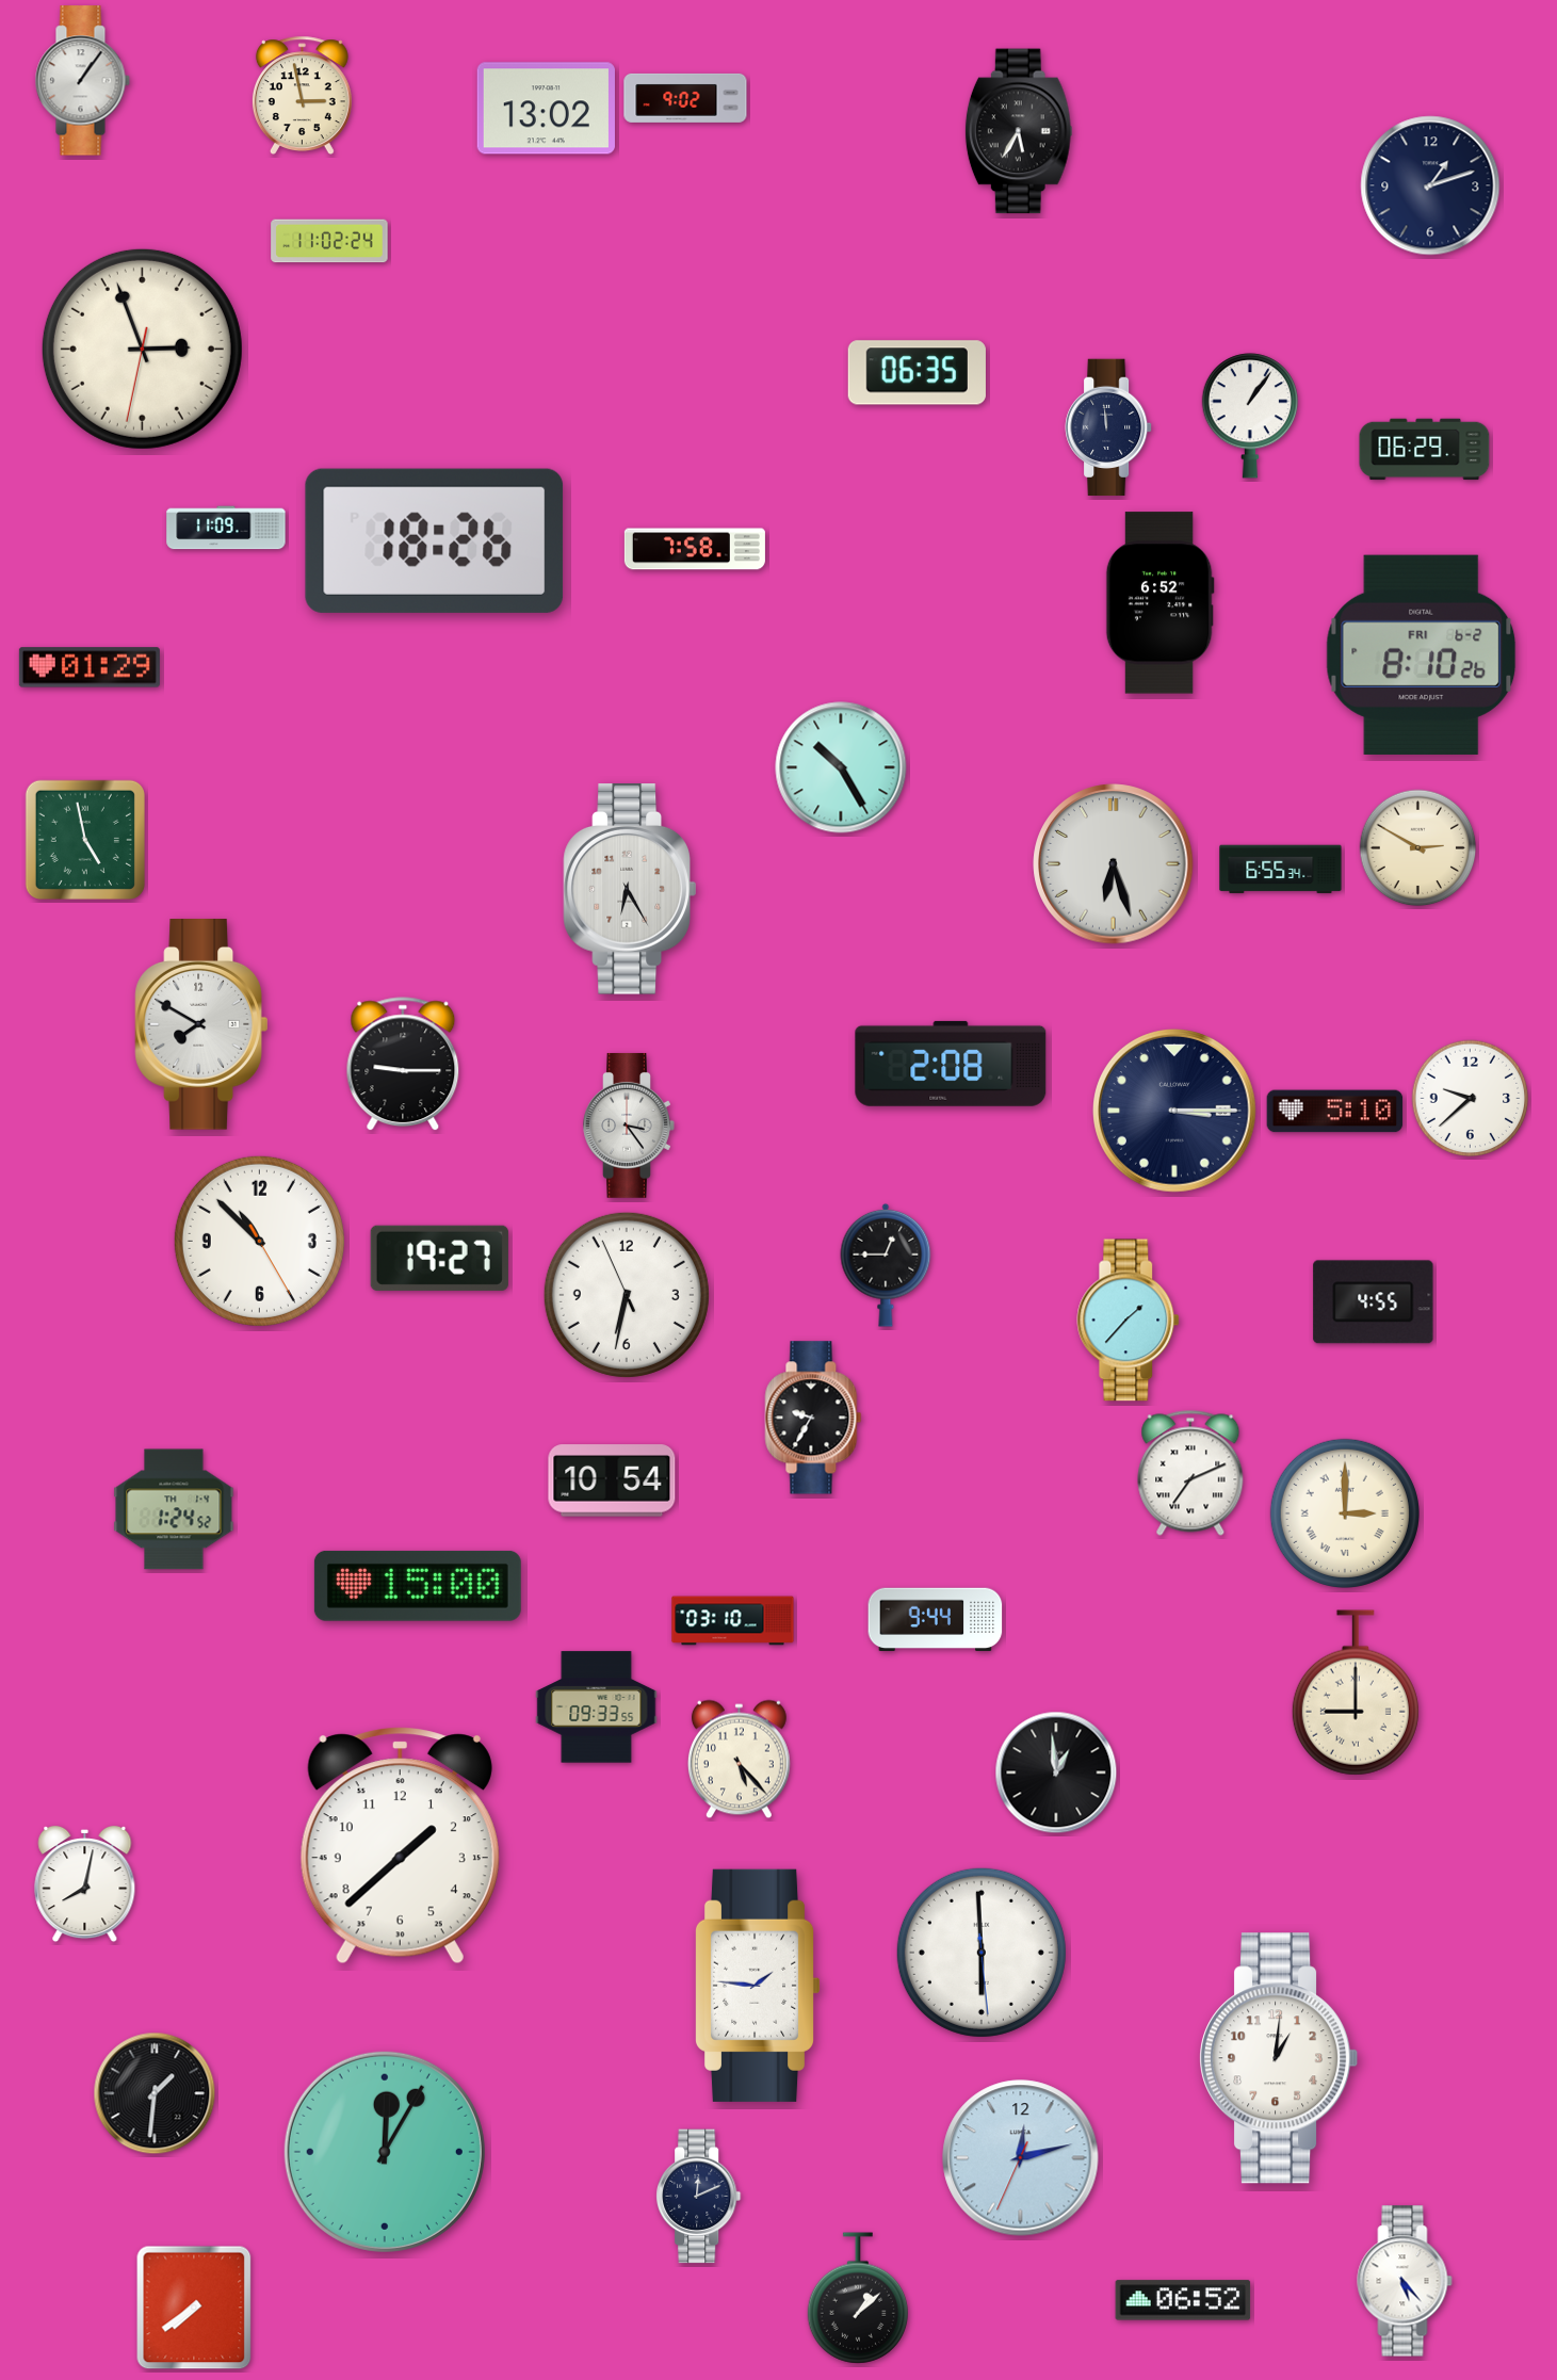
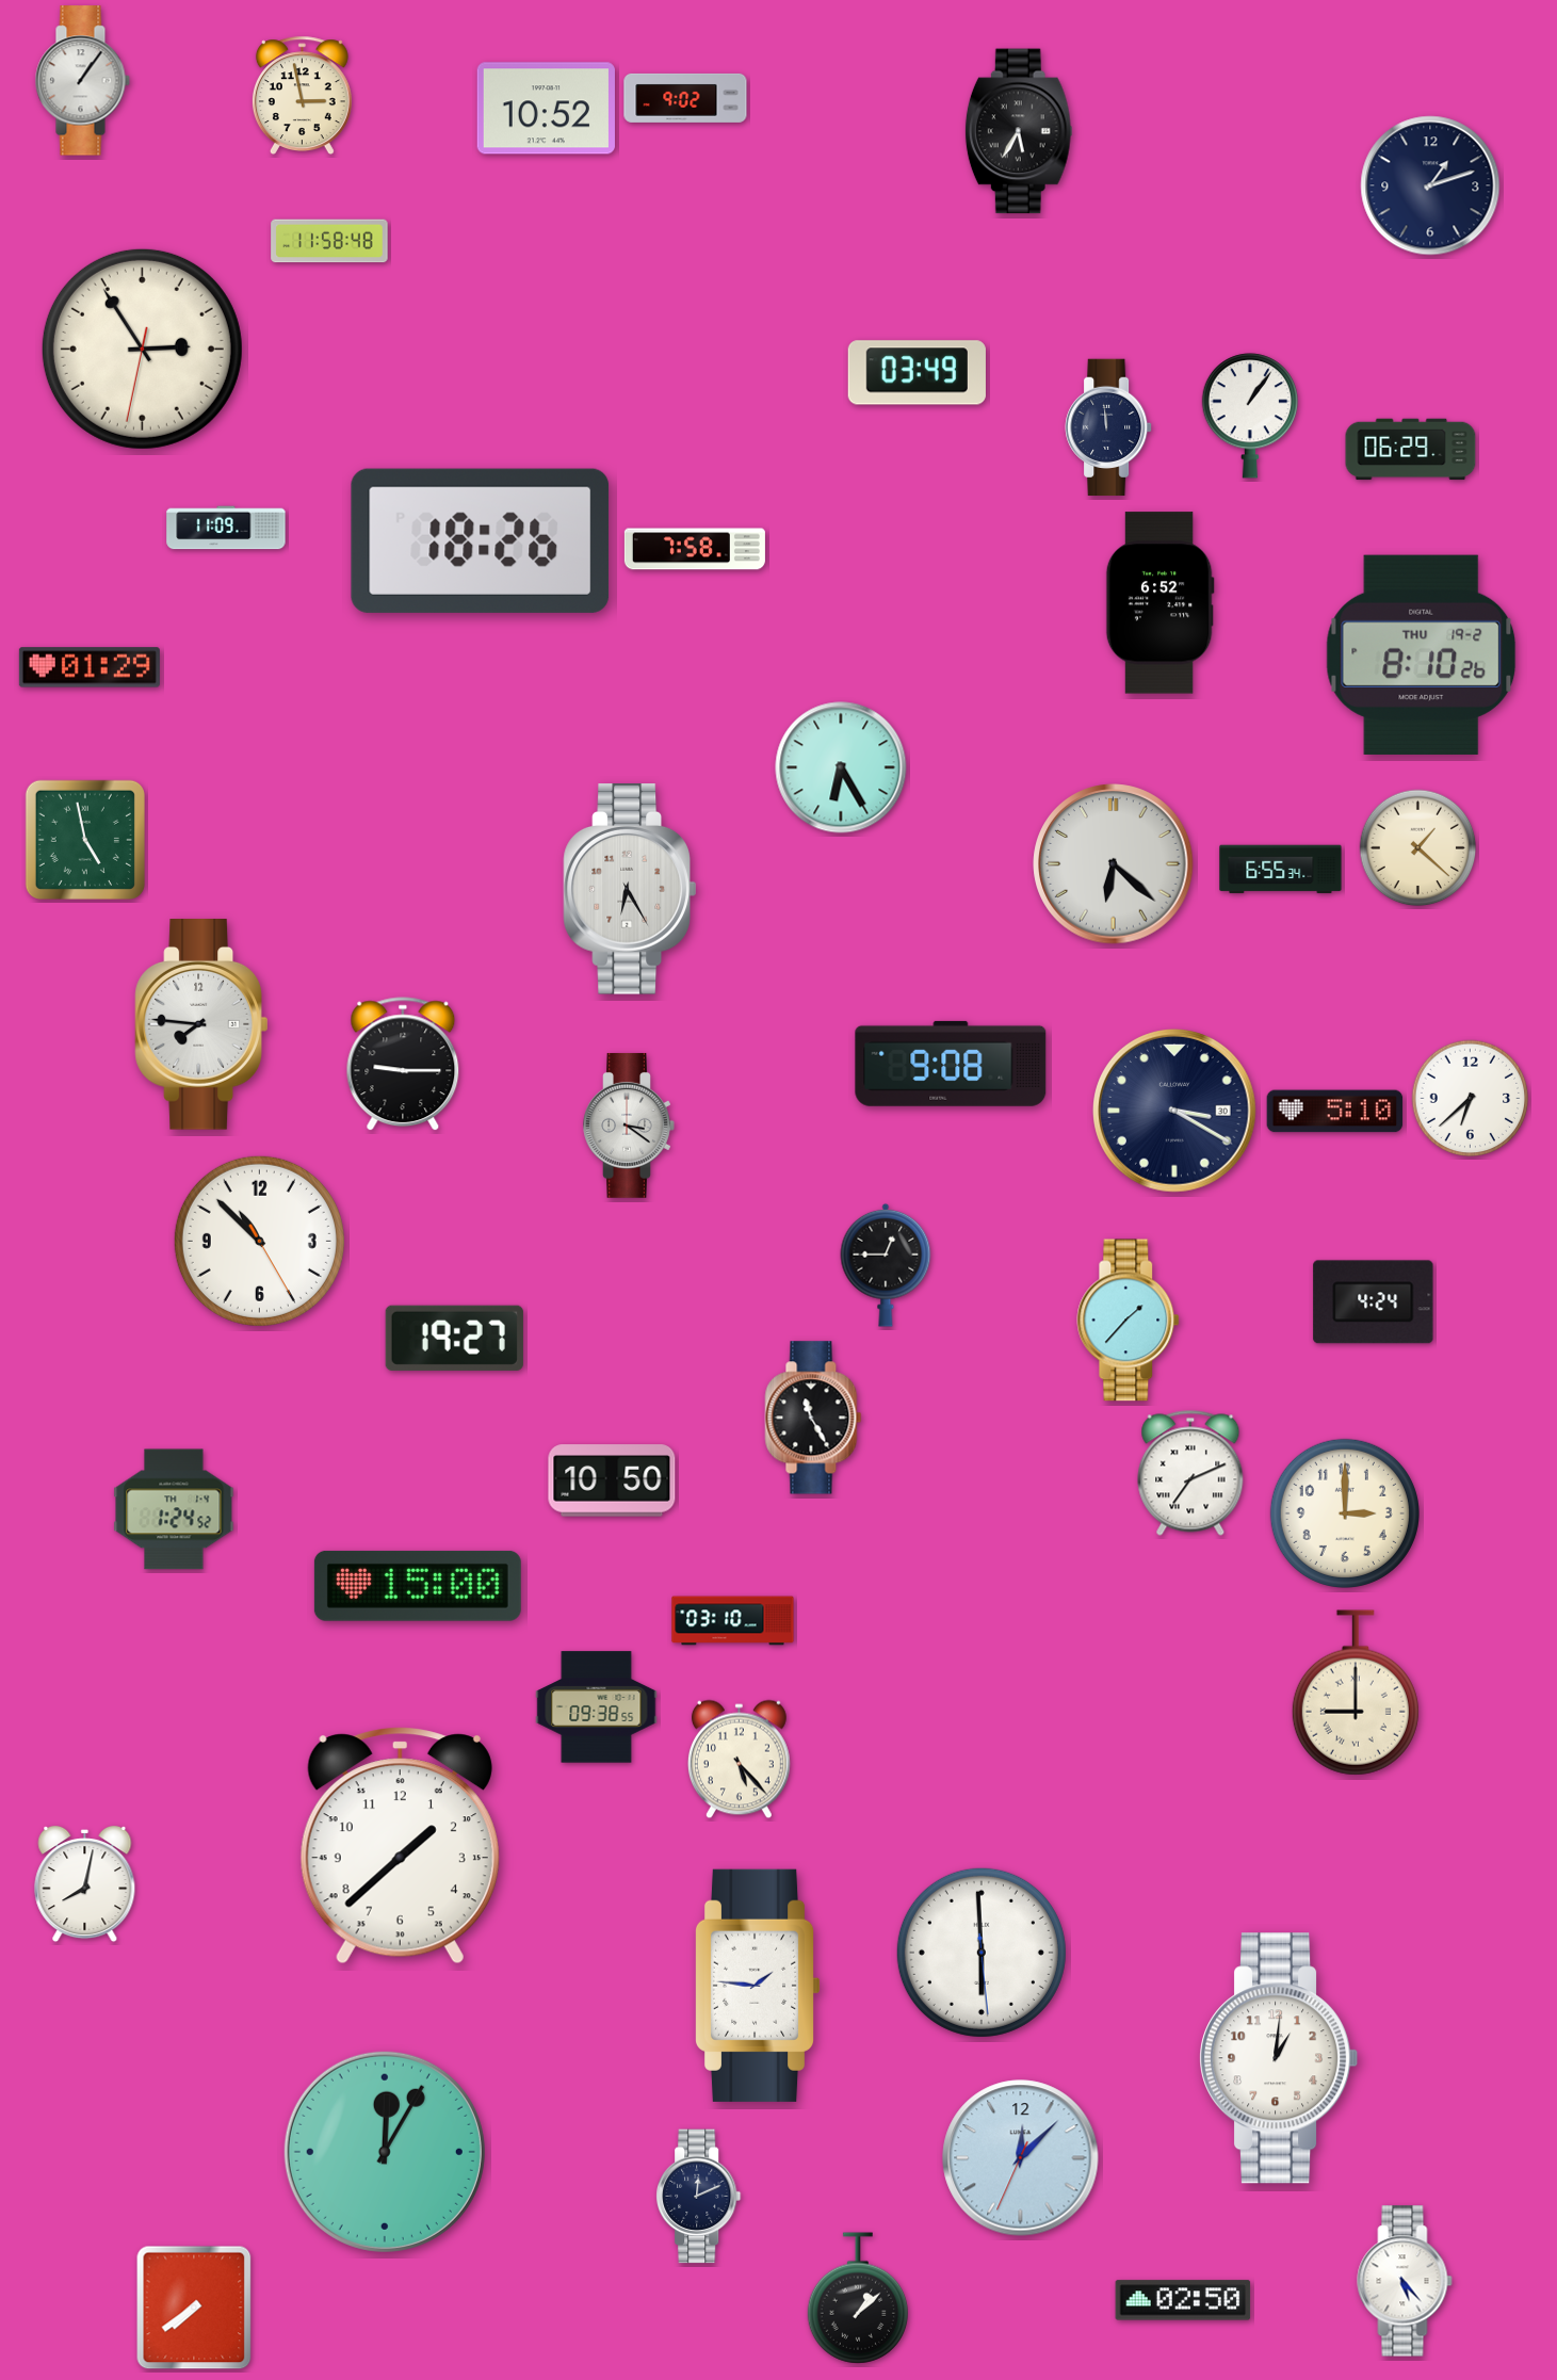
clock at (546, 109): 13:02 -> 10:52
clock at (329, 241): 11:02 -> 11:58
clock at (142, 349): 2:56 -> 2:54
clock at (917, 373): 06:35 -> 03:49
clock at (1425, 450) position: (1425, 450) -> (1411, 450)
clock at (435, 540) position: (435, 540) -> (481, 540)
clock at (1422, 654) date: FRI 6-2 -> THU 19-2
clock at (841, 767): 10:25 -> 6:25
clock at (1418, 848): 2:50 -> 1:22
clock at (1114, 864): 6:27 -> 6:22
clock at (201, 1025): 7:50 -> 7:46
clock at (951, 1064): 2:08 -> 9:08
clock at (1471, 1099): 9:38 -> 6:38
clock at (1174, 1111): 3:15 -> 3:20
clock at (629, 1126): 3:24 -> 3:21
clock at (439, 1258) position: (439, 1258) -> (454, 1338)
clock at (627, 1295): 6:31 -> none
clock at (1374, 1302): 4:55 -> 4:24
clock at (813, 1418): 9:35 -> 11:25
clock at (612, 1480): 10:54 -> 10:50
clock at (1345, 1513) numerals: Roman -> Arabic
clock at (936, 1620): 9:44 -> none
clock at (597, 1707): 09:33 -> 09:38
clock at (1056, 1772): 12:59 -> none
clock at (155, 2093): 1:31 -> none
clock at (1021, 2158): 12:12 -> 12:07
clock at (1183, 2300): 06:52 -> 02:50
